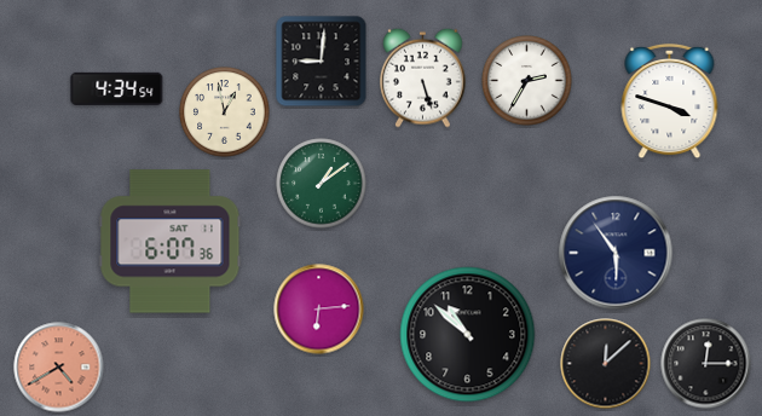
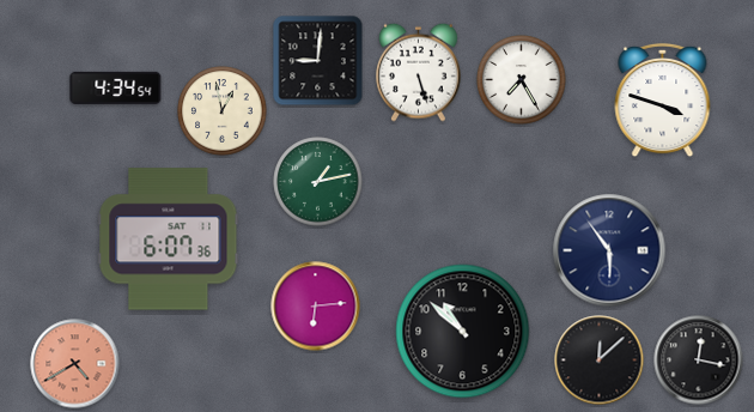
clock at (423, 77) position: (423, 77) -> (419, 72)
clock at (527, 81): 2:35 -> 7:25
clock at (322, 184): 1:09 -> 1:13
clock at (706, 364): 12:15 -> 12:17
clock at (59, 368) position: (59, 368) -> (75, 364)
